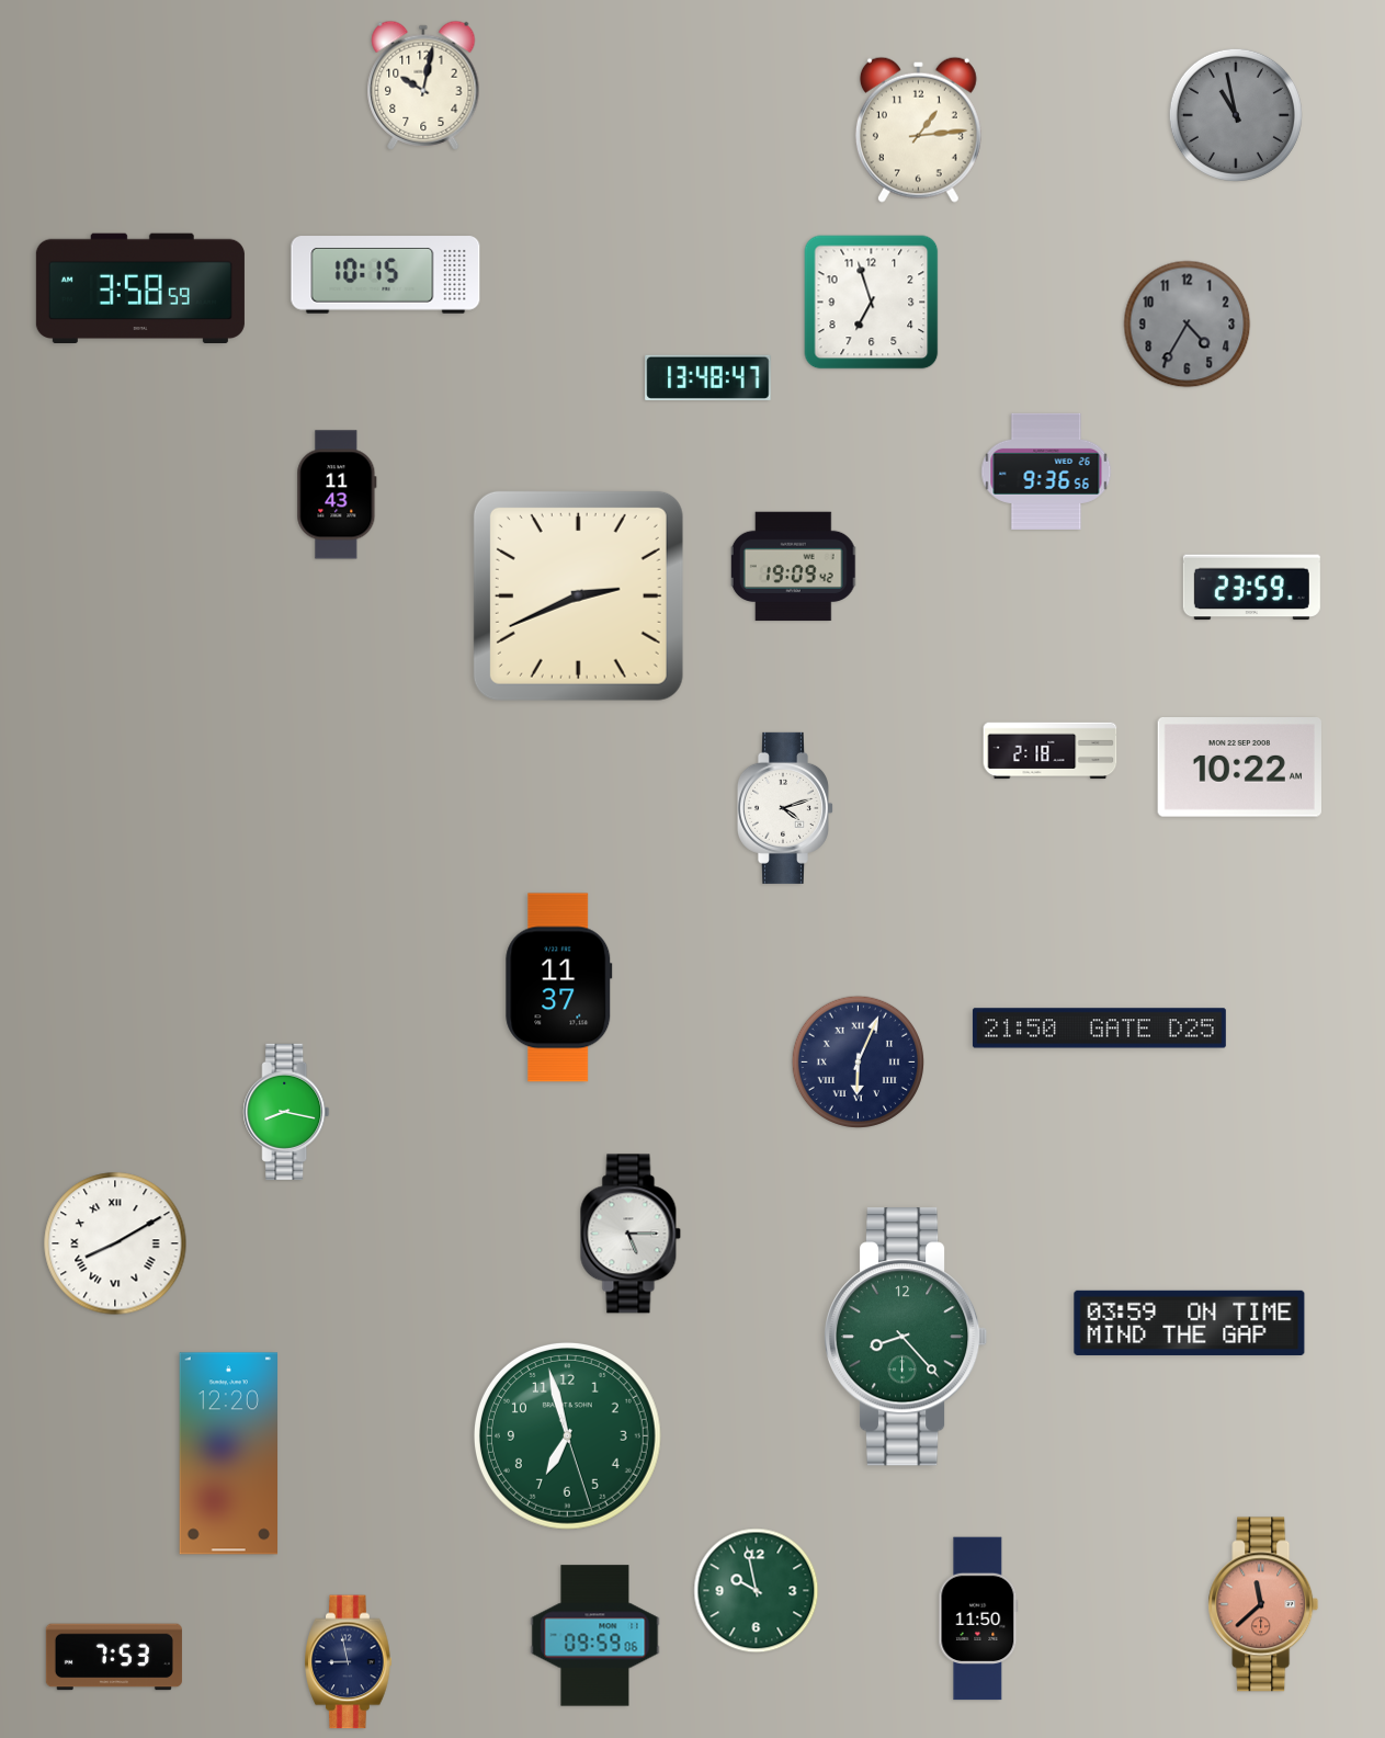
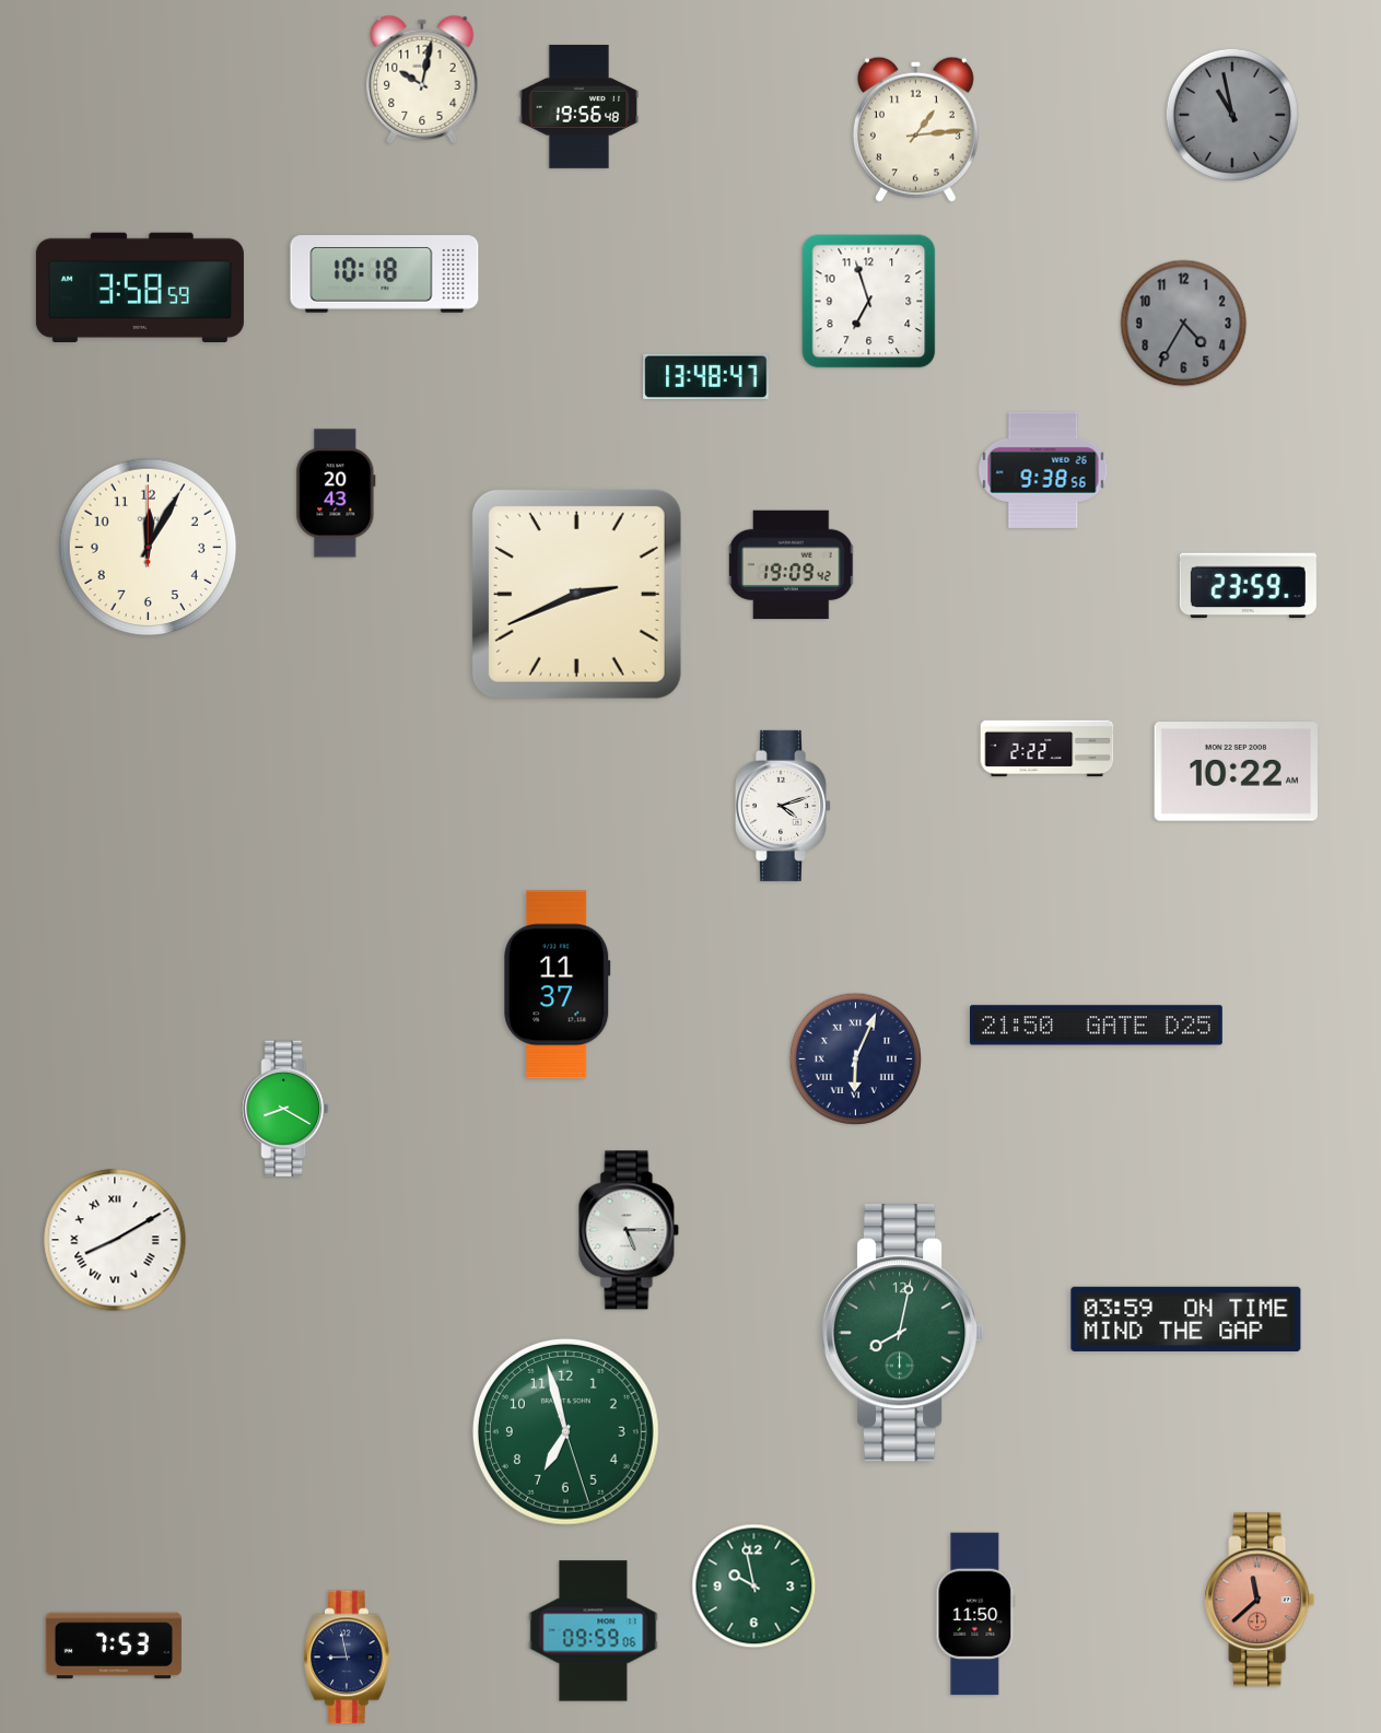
clock at (423, 86) position: (423, 86) -> (422, 80)
clock at (580, 106): none -> 19:56
clock at (386, 275): 10:15 -> 10:18
clock at (1046, 472): 9:36 -> 9:38
clock at (337, 495): 11:43 -> 20:43
clock at (149, 548): none -> 12:05
clock at (1051, 751): 2:18 -> 2:22
clock at (1239, 768) position: (1239, 768) -> (1236, 772)
clock at (286, 1112): 8:17 -> 8:20
clock at (906, 1337): 8:23 -> 8:02
clock at (229, 1454): 12:20 -> none
clock at (114, 1657) position: (114, 1657) -> (114, 1646)
